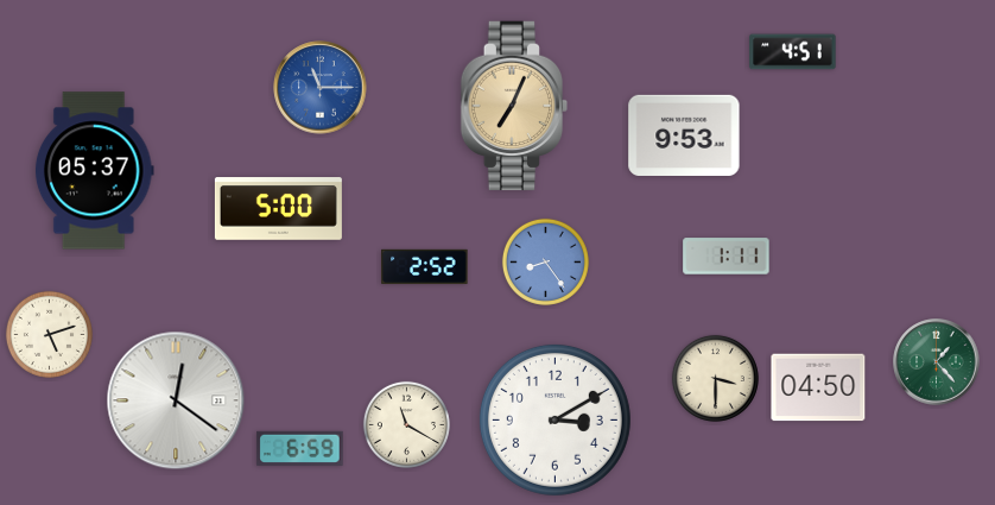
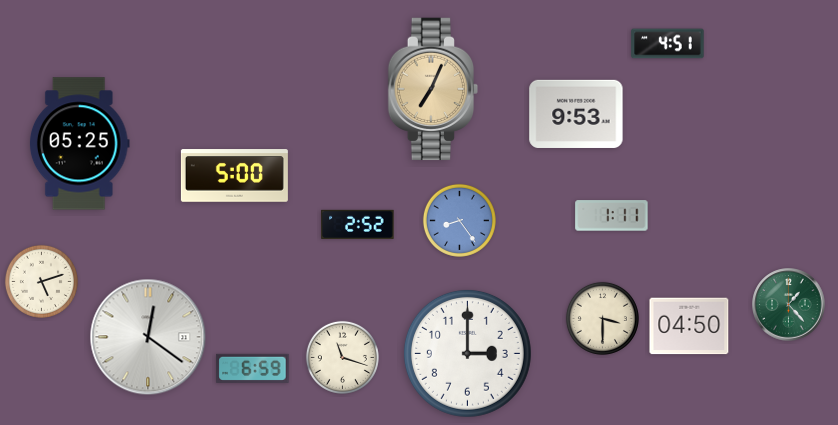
clock at (321, 88): 11:15 -> none
clock at (94, 171): 05:37 -> 05:25
clock at (554, 419): 3:10 -> 3:00
clock at (406, 424): 11:20 -> 11:18
clock at (300, 448) position: (300, 448) -> (253, 368)
